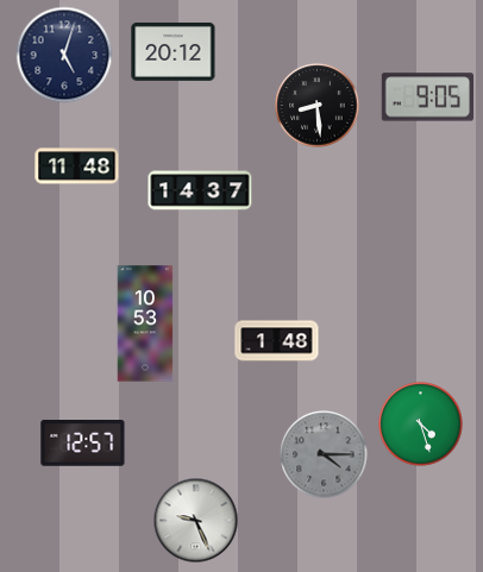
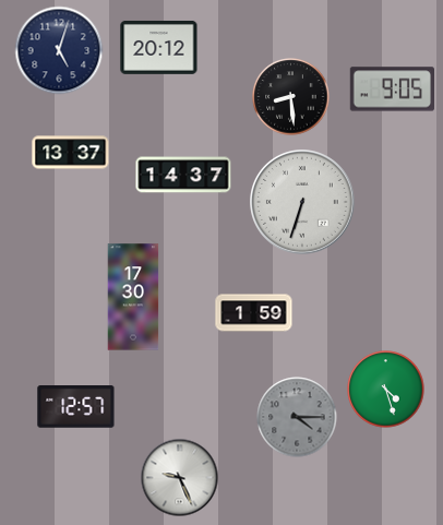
clock at (77, 166): 11:48 -> 13:37
clock at (303, 203): none -> 6:33
clock at (145, 323): 10:53 -> 17:30
clock at (277, 341): 1:48 -> 1:59
